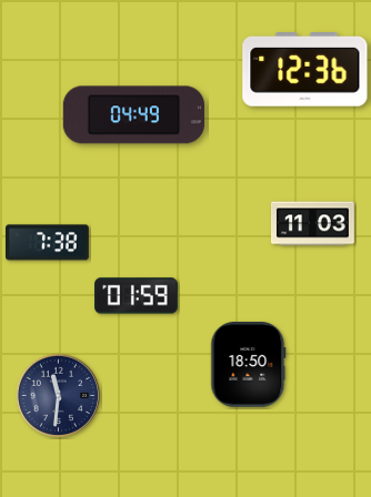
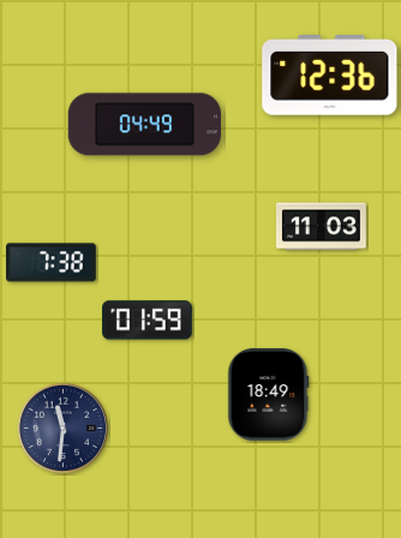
clock at (313, 224) position: (313, 224) -> (322, 227)
clock at (249, 365): 18:50 -> 18:49
